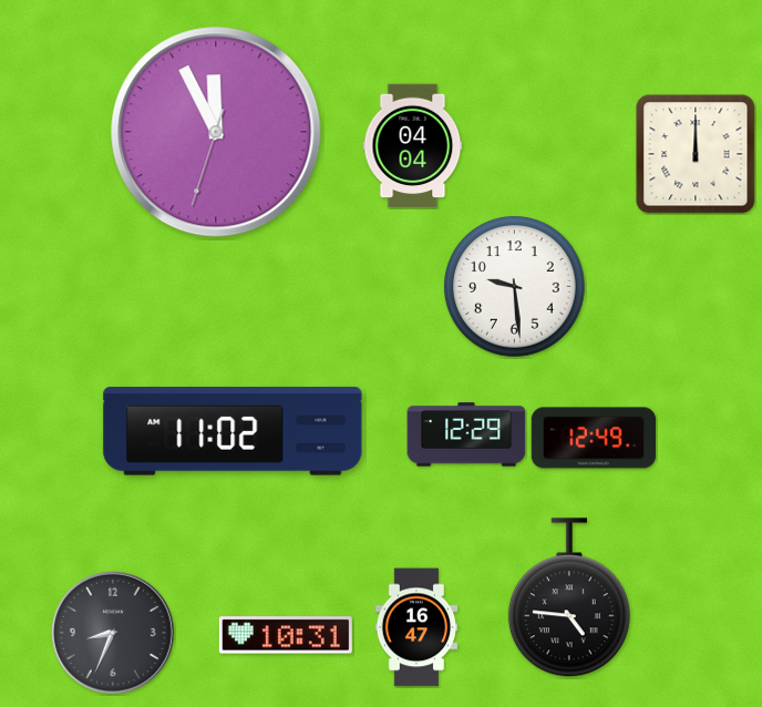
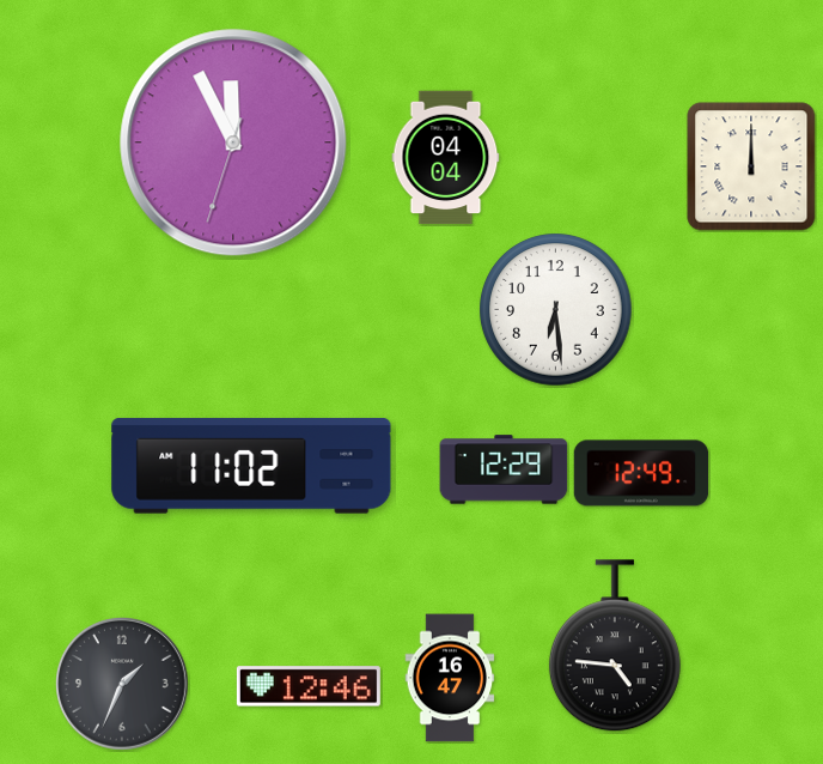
clock at (515, 287): 9:29 -> 6:29
clock at (114, 634): 8:34 -> 1:34
clock at (286, 635): 10:31 -> 12:46
